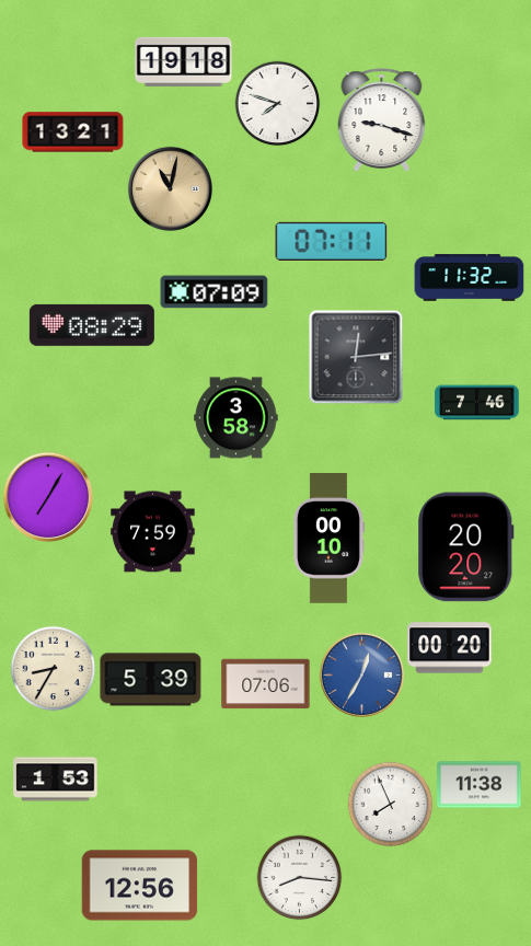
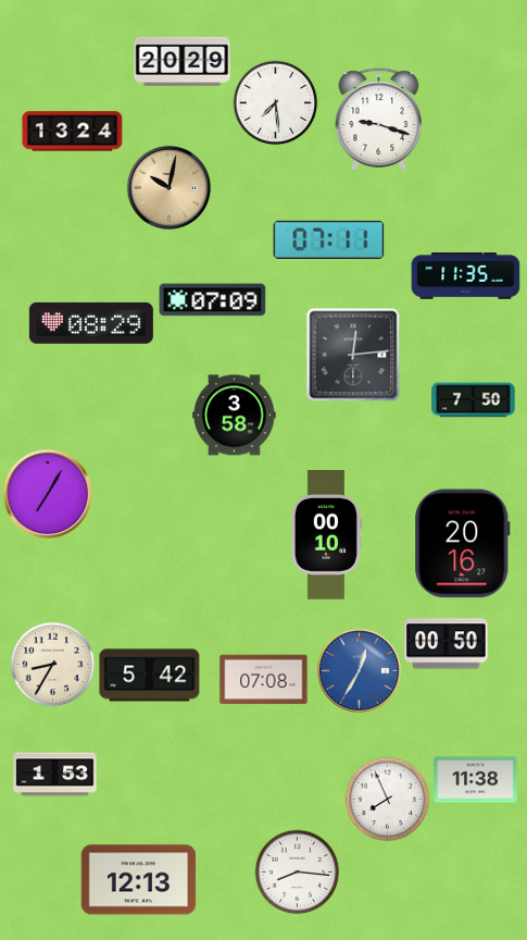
clock at (184, 61): 19:18 -> 20:29
clock at (277, 103): 7:48 -> 7:29
clock at (73, 132): 13:21 -> 13:24
clock at (170, 188): 11:02 -> 10:02
clock at (470, 278): 11:32 -> 11:35
clock at (215, 292) position: (215, 292) -> (213, 300)
clock at (477, 403): 7:46 -> 7:50
clock at (153, 532): 7:59 -> none
clock at (466, 547): 20:20 -> 20:16
clock at (450, 648): 00:20 -> 00:50
clock at (151, 680): 5:39 -> 5:42
clock at (266, 684): 07:06 -> 07:08
clock at (140, 886): 12:56 -> 12:13
